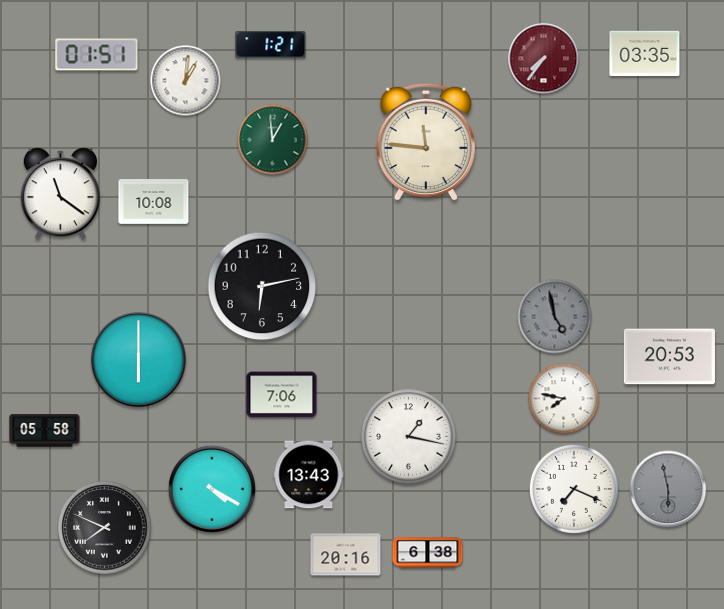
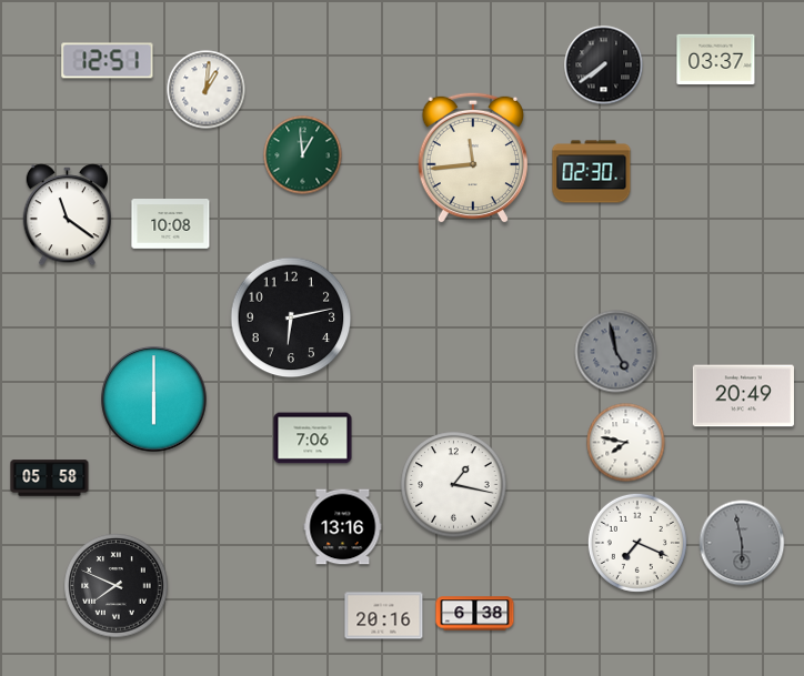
clock at (271, 45): 1:21 -> none
clock at (645, 54): 03:35 -> 03:37
clock at (97, 55): 01:51 -> 12:51
clock at (544, 59): 7:36 -> 7:39
clock at (544, 59) dial: burgundy -> black
clock at (425, 142): 11:46 -> 11:44
clock at (592, 172): none -> 02:30
clock at (669, 357): 20:53 -> 20:49
clock at (309, 475): 13:43 -> 13:16
clock at (212, 489): 4:20 -> none
